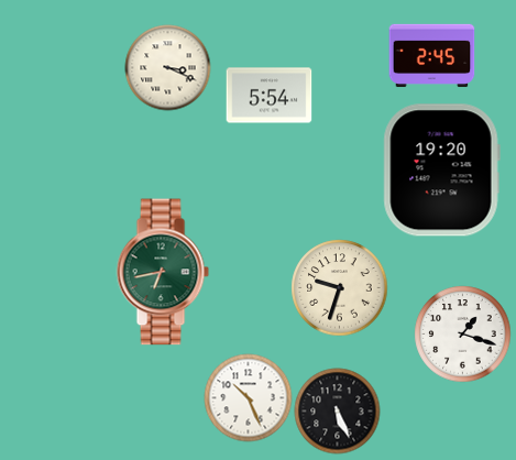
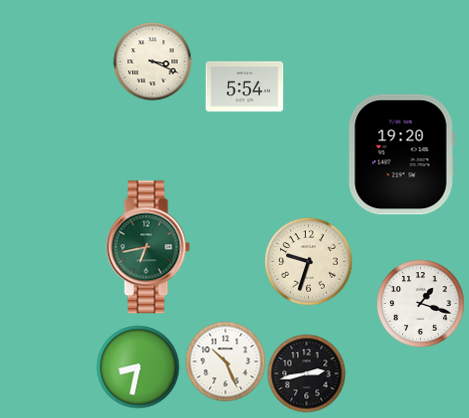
clock at (431, 55): 2:45 -> none
clock at (138, 367): none -> 8:32
clock at (337, 410): 5:26 -> 2:43
